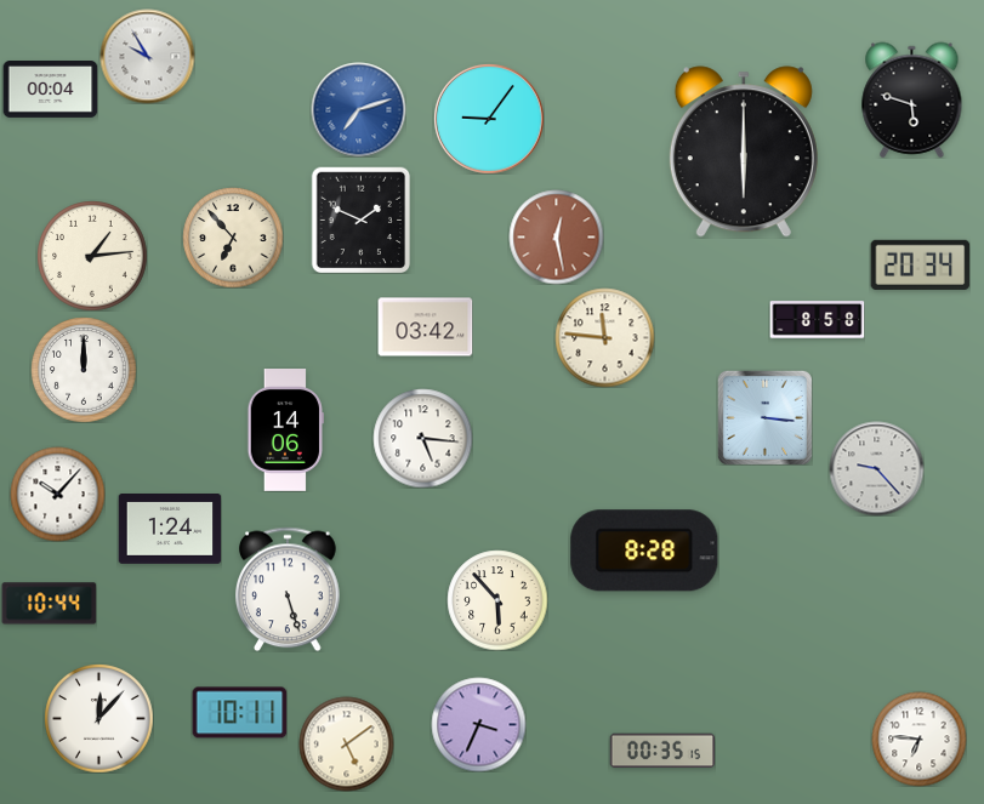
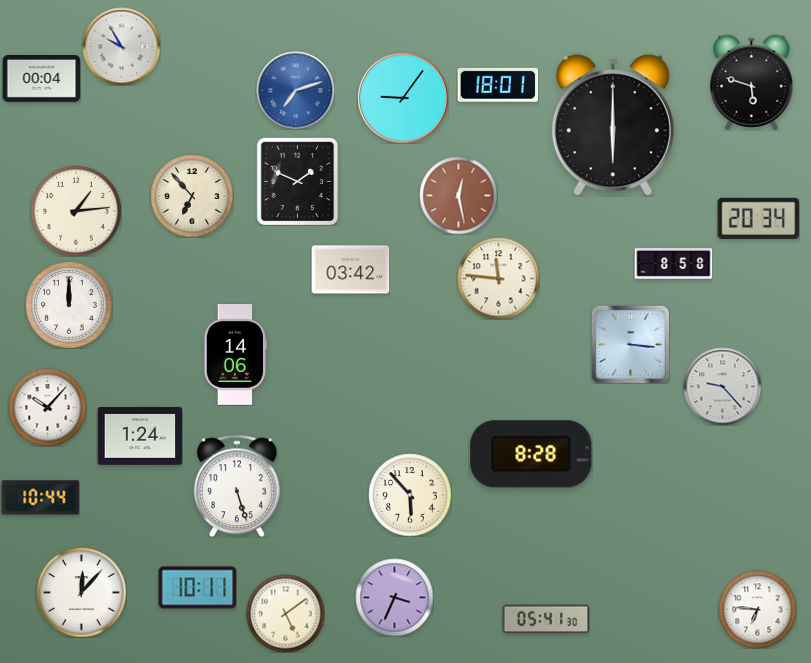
clock at (50, 90) position: (50, 90) -> (41, 79)
clock at (498, 85): none -> 18:01
clock at (422, 438): 5:16 -> none
clock at (662, 751): 00:35 -> 05:41
